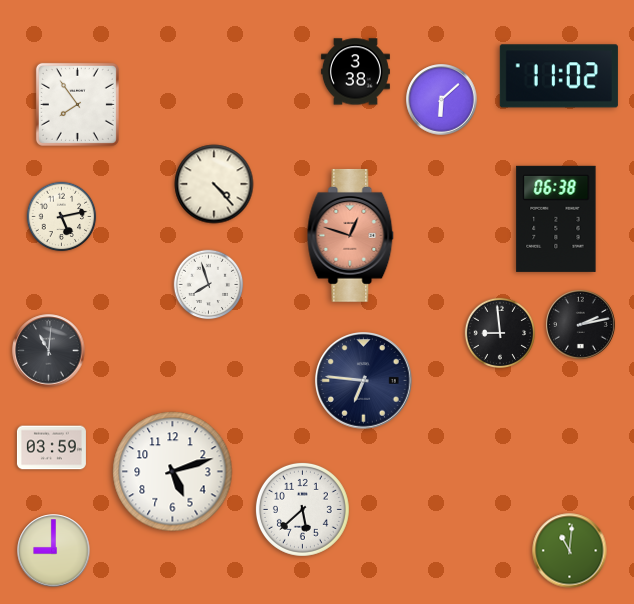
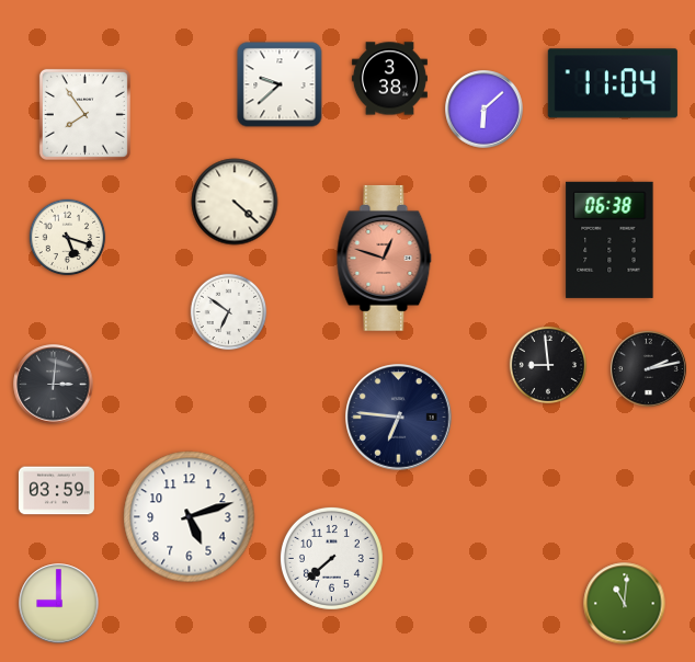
clock at (559, 76): 11:02 -> 11:04
clock at (280, 84): none -> 9:38
clock at (214, 184): 4:23 -> 4:22
clock at (62, 217): 5:13 -> 5:18
clock at (209, 285): 7:57 -> 6:51
clock at (581, 325) position: (581, 325) -> (649, 369)
clock at (49, 351): 11:01 -> 3:01
clock at (302, 509): 5:38 -> 7:38
